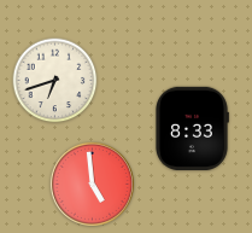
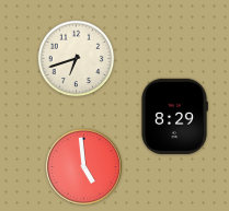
clock at (55, 81) position: (55, 81) -> (77, 59)
clock at (192, 128): 8:33 -> 8:29
